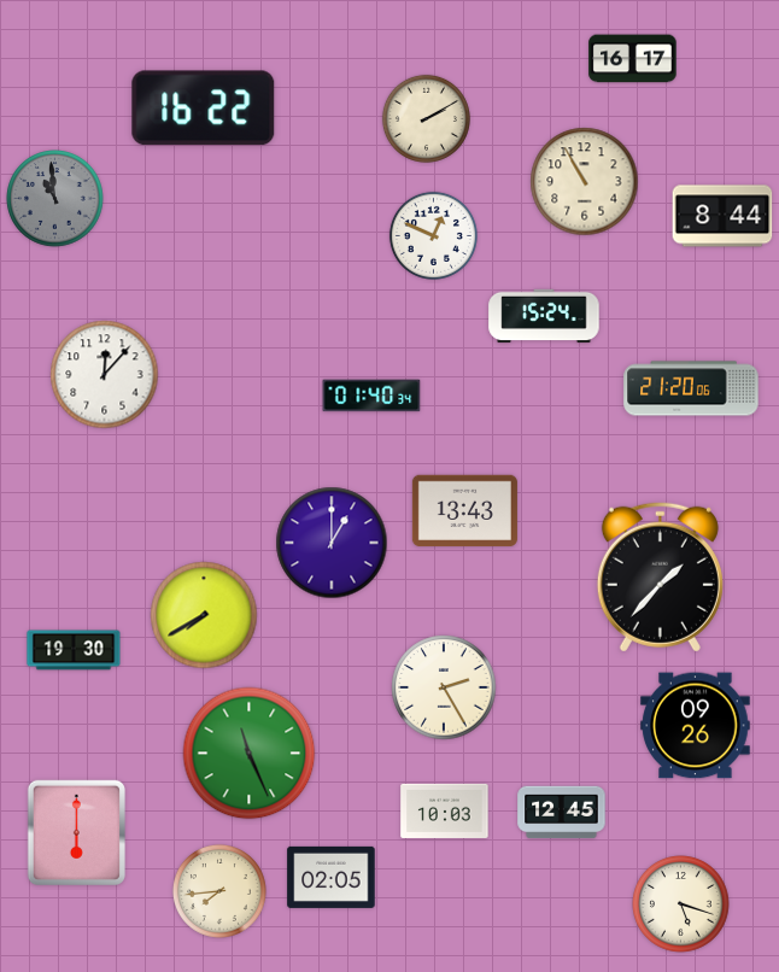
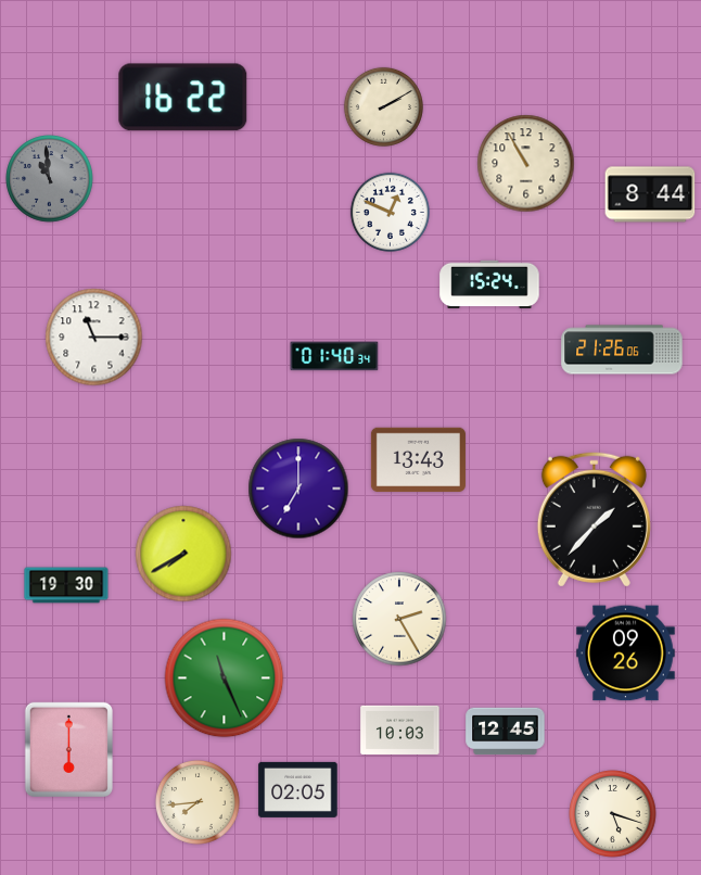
clock at (633, 59): 16:17 -> none
clock at (105, 375): 12:07 -> 11:15
clock at (691, 388): 21:20 -> 21:26
clock at (332, 543): 1:00 -> 7:00
